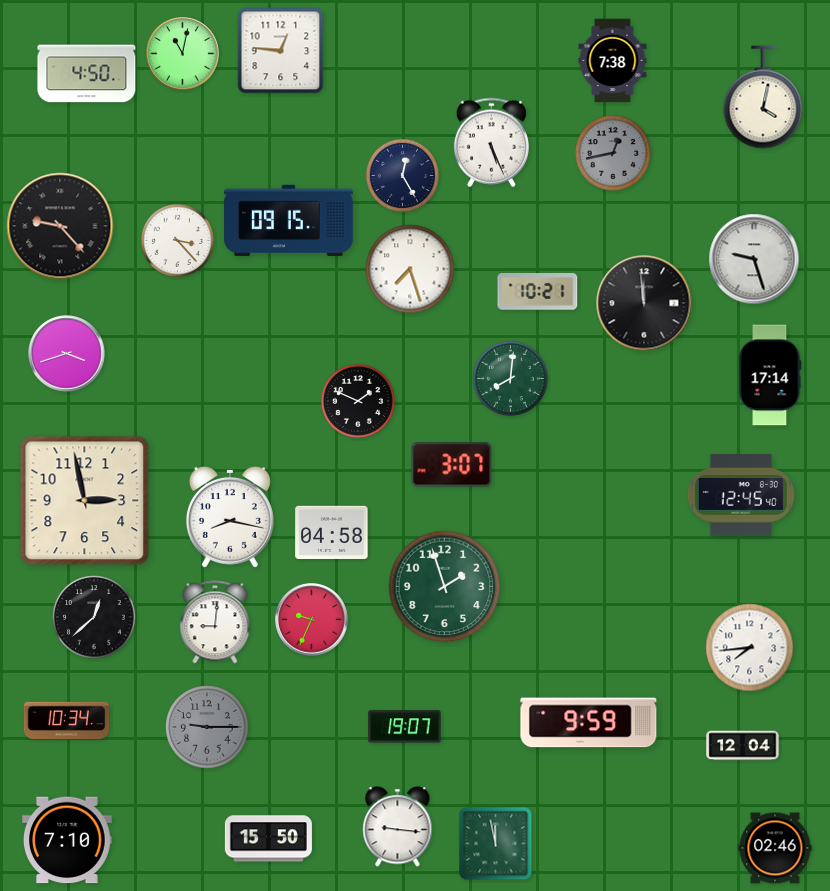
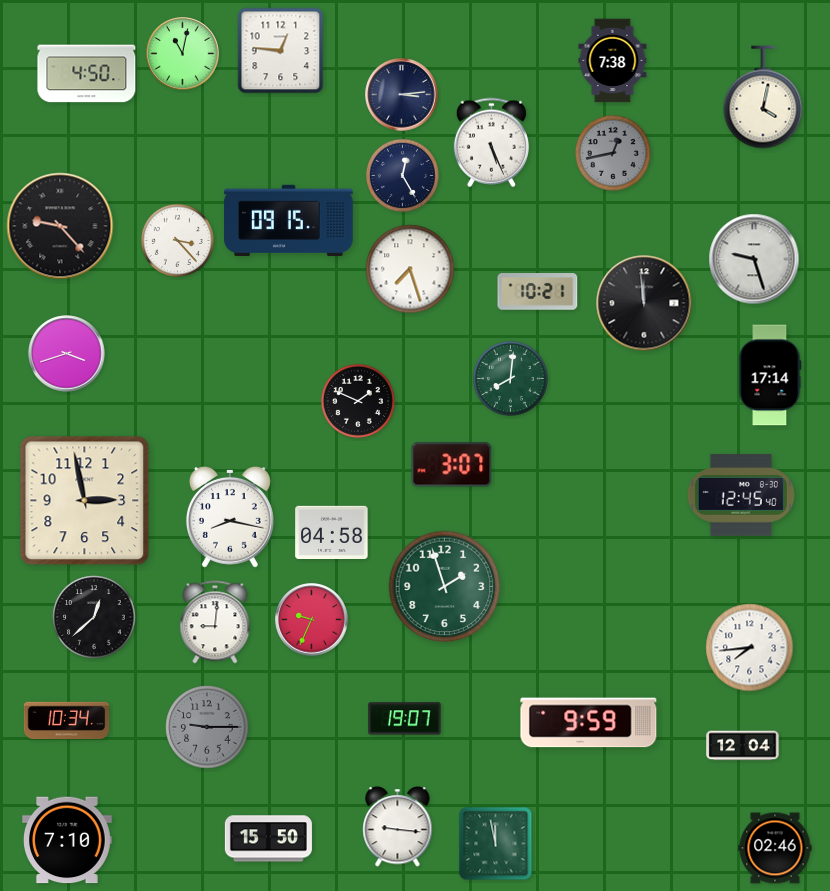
clock at (402, 95): none -> 3:14
clock at (405, 727) position: (405, 727) -> (405, 719)
